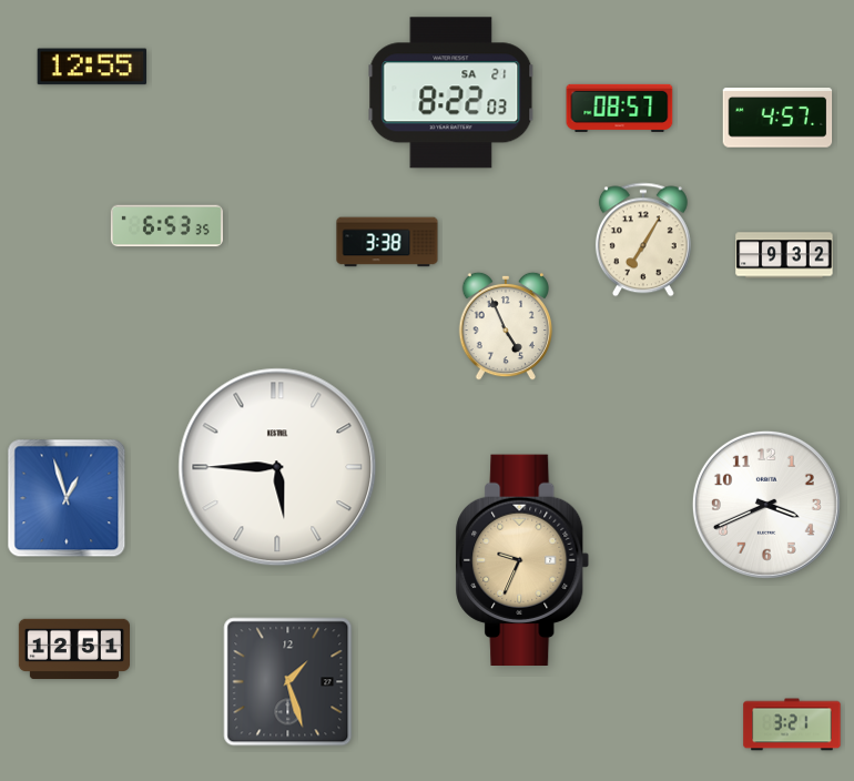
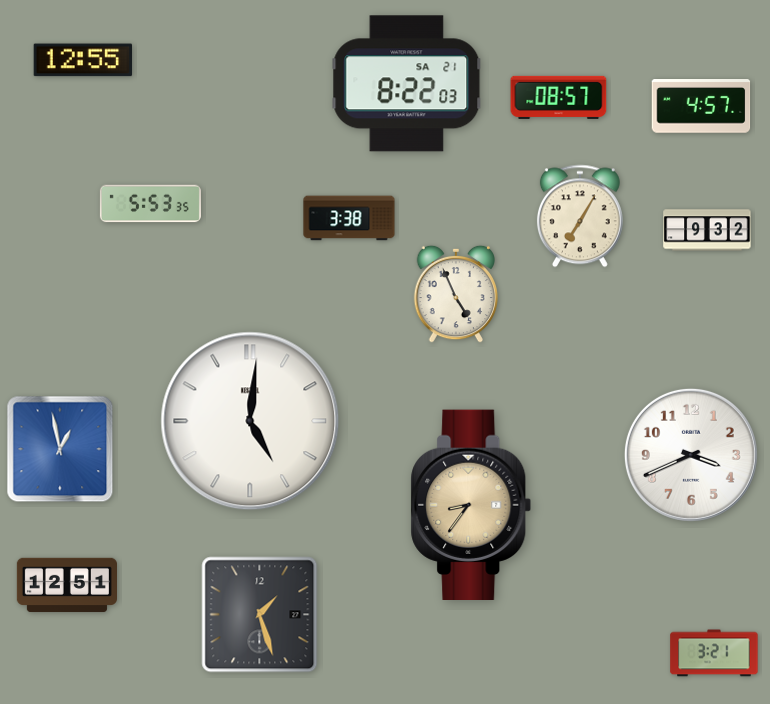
clock at (166, 226): 6:53 -> 5:53
clock at (277, 467): 5:45 -> 5:01
clock at (67, 498): 12:57 -> 12:58
clock at (522, 559): 9:34 -> 8:36
